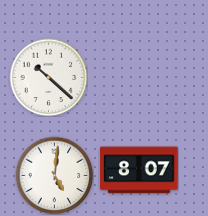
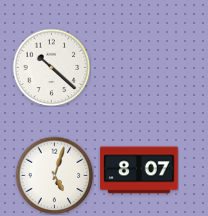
clock at (48, 77) position: (48, 77) -> (51, 67)
clock at (54, 175): 5:01 -> 5:03
